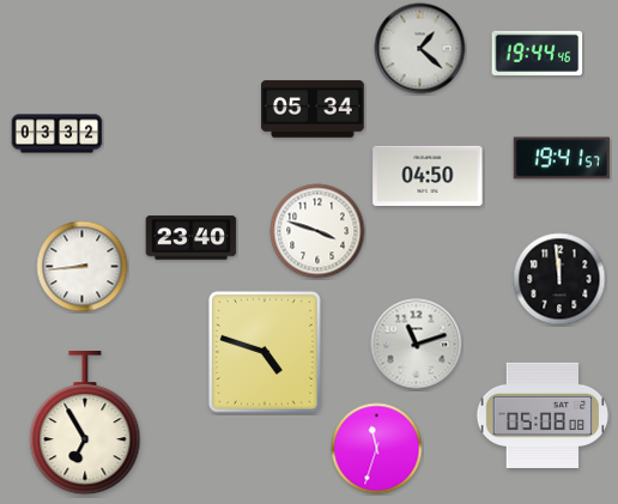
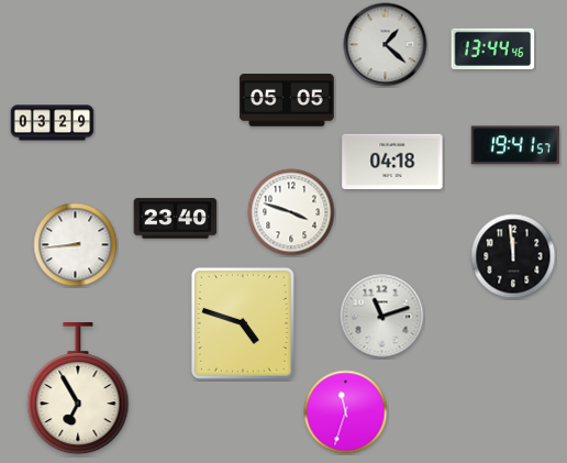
clock at (538, 53): 19:44 -> 13:44
clock at (314, 109): 05:34 -> 05:05
clock at (57, 134): 03:32 -> 03:29
clock at (428, 176): 04:50 -> 04:18
clock at (543, 415): 05:08 -> none
